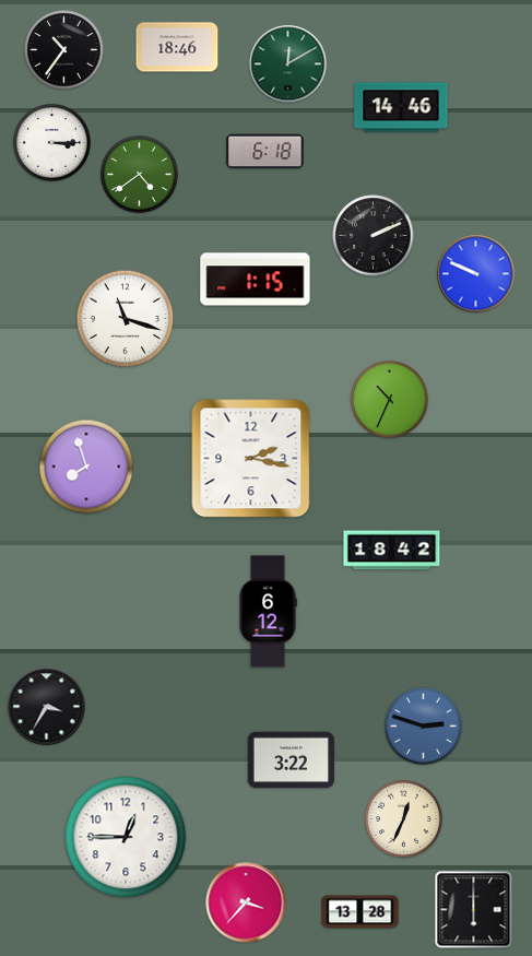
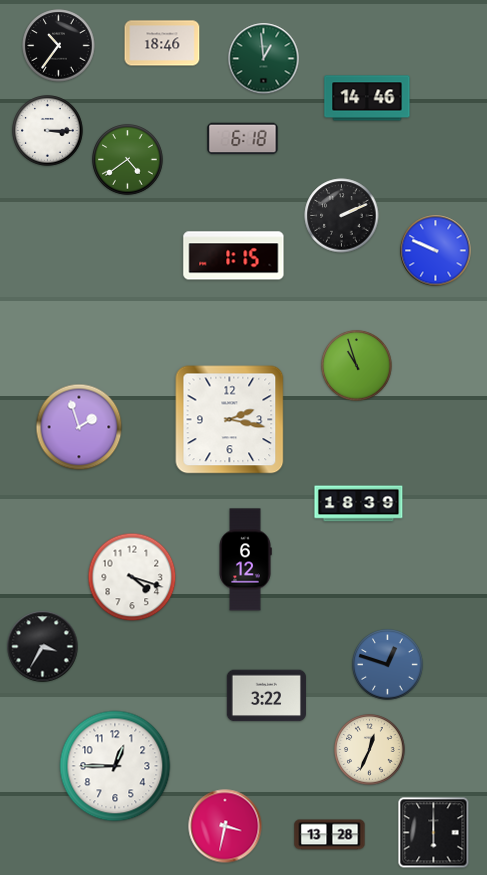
clock at (288, 64): 12:10 -> 12:59
clock at (126, 319): 11:18 -> none
clock at (390, 400): 10:34 -> 10:57
clock at (86, 467): 7:57 -> 1:57
clock at (392, 551): 18:42 -> 18:39
clock at (132, 577): none -> 4:18
clock at (424, 727): 2:48 -> 12:48
clock at (246, 902): 3:37 -> 3:32
